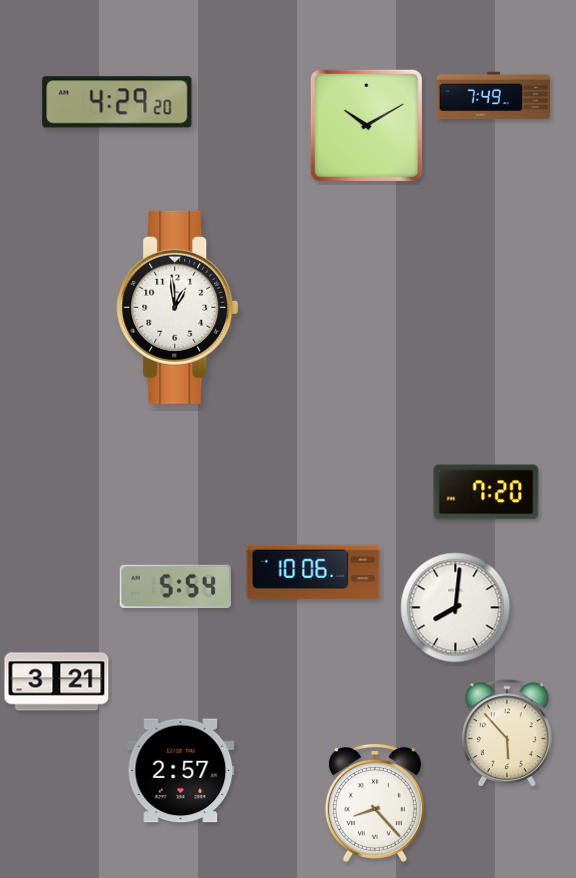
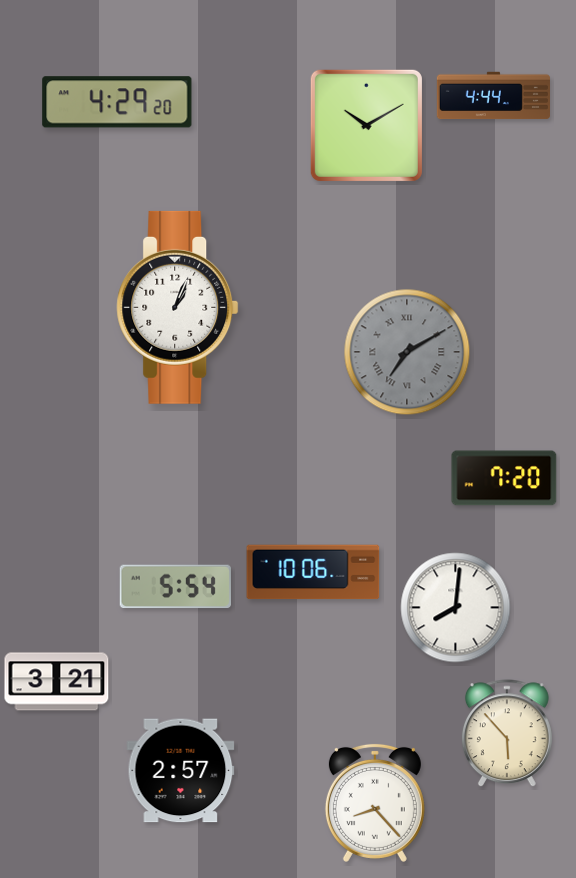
clock at (493, 96): 7:49 -> 4:44
clock at (178, 307): 12:59 -> 1:04
clock at (407, 352): none -> 7:10
clock at (486, 492) position: (486, 492) -> (504, 478)
